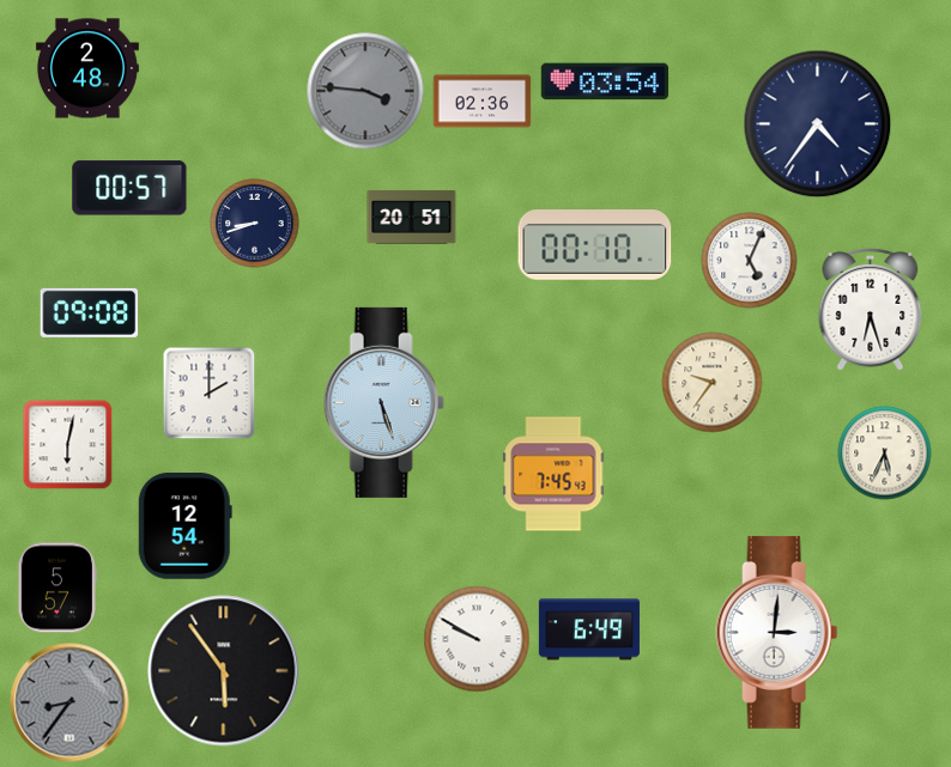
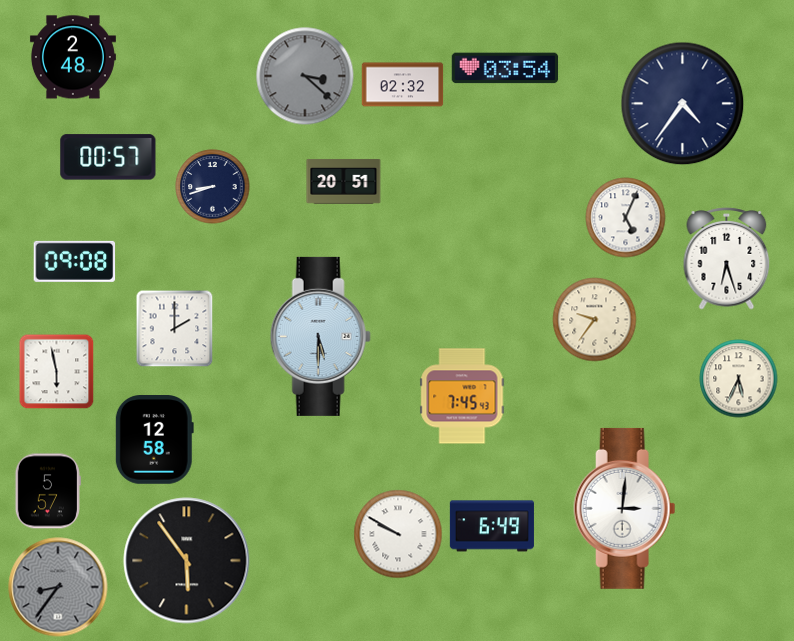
clock at (365, 91): 3:46 -> 3:22
clock at (483, 102): 02:36 -> 02:32
clock at (595, 245): 00:10 -> none
clock at (383, 402): 5:27 -> 5:30
clock at (68, 445): 6:02 -> 5:58
clock at (184, 526): 12:54 -> 12:58
clock at (777, 632) position: (777, 632) -> (625, 508)
